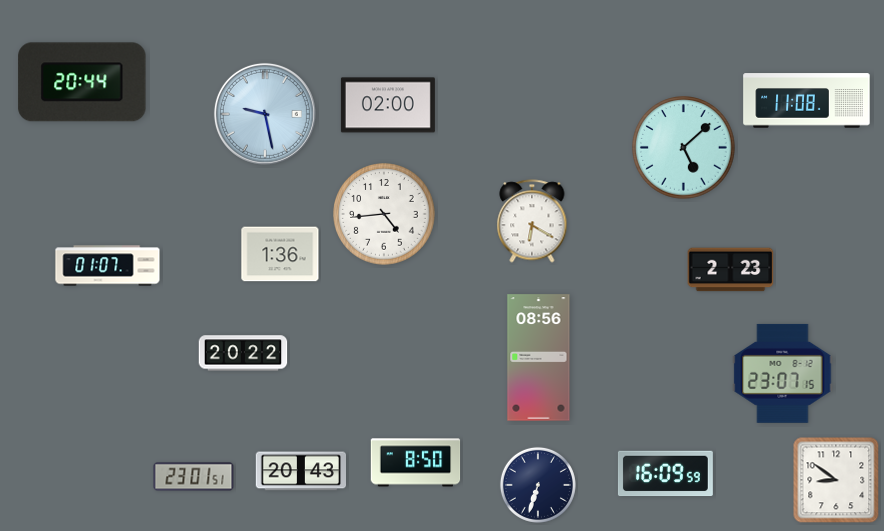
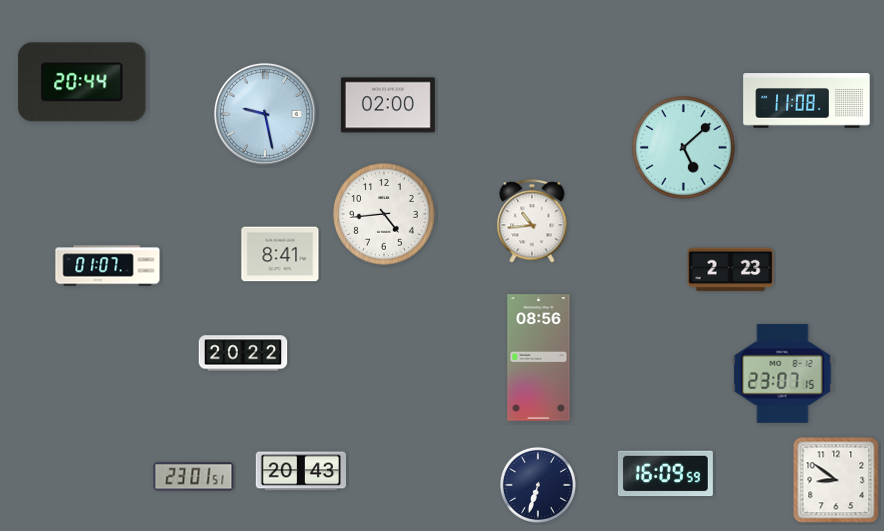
clock at (532, 221): 6:20 -> 10:44
clock at (280, 254): 1:36 -> 8:41
clock at (416, 463): 8:50 -> none
